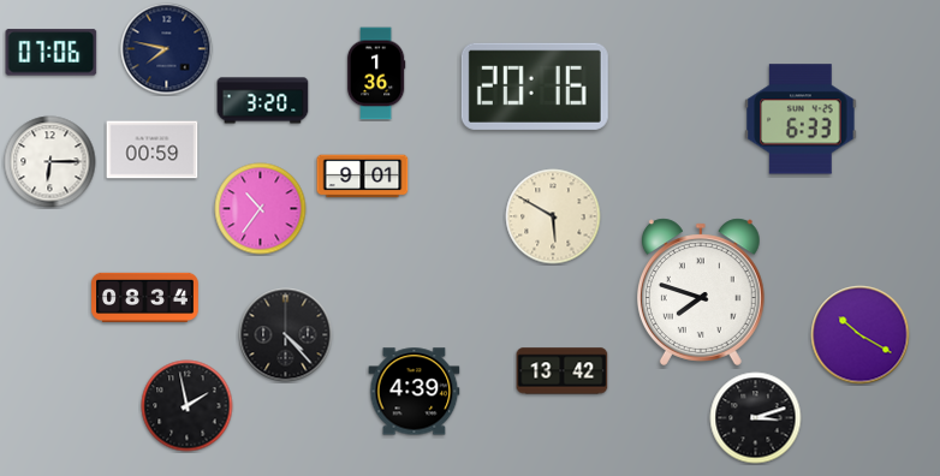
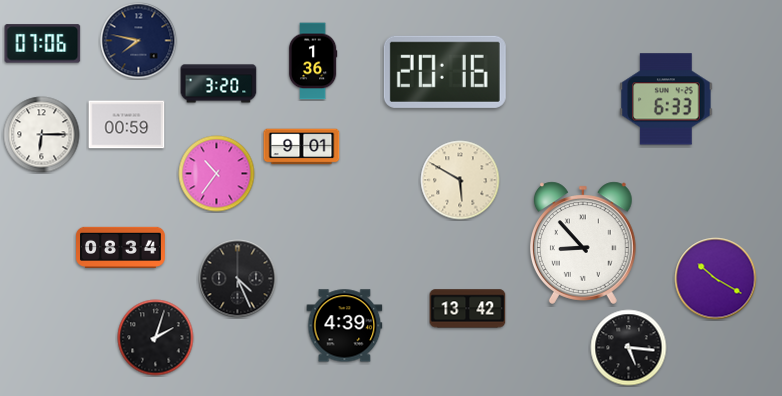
clock at (701, 292): 7:48 -> 8:53
clock at (286, 335): 4:23 -> 4:26
clock at (188, 406): 1:58 -> 2:03
clock at (756, 418): 3:12 -> 5:16
